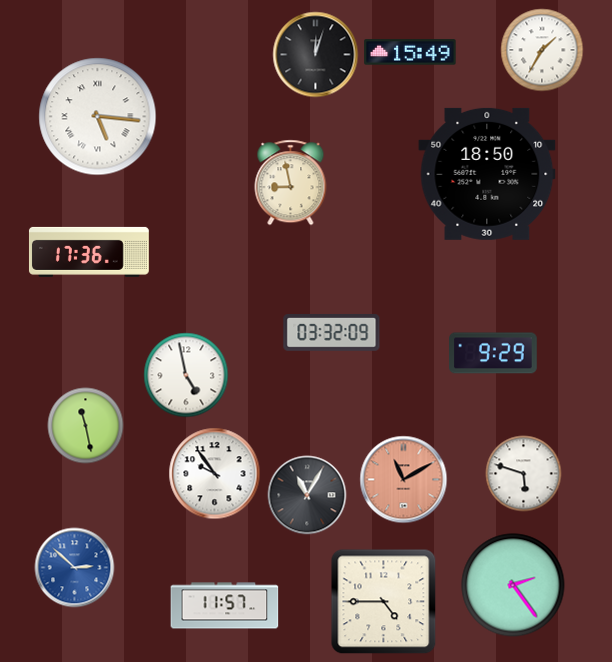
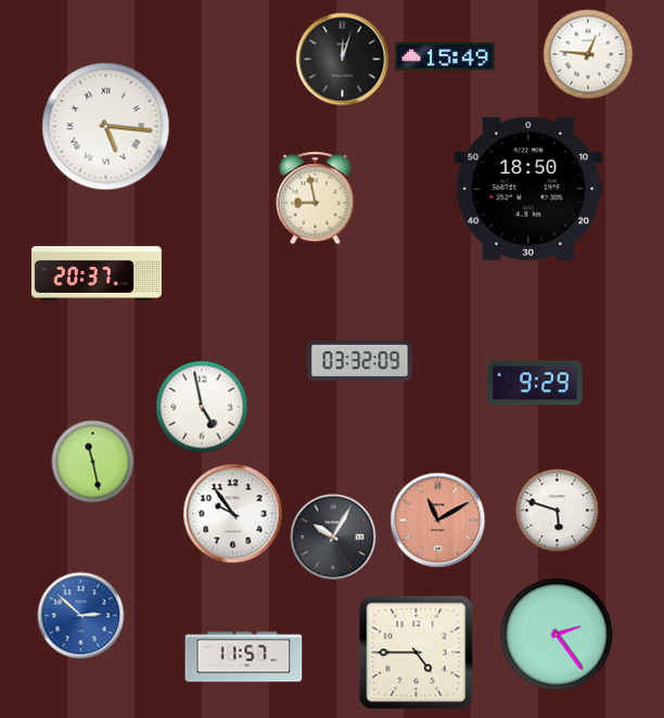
clock at (542, 50): 1:35 -> 12:46
clock at (89, 252): 17:36 -> 20:37
clock at (524, 474) position: (524, 474) -> (558, 511)
clock at (307, 495): 11:05 -> 10:05
